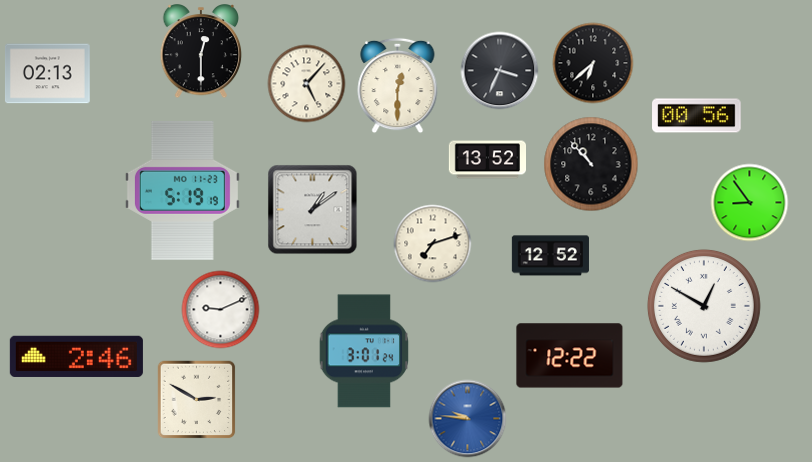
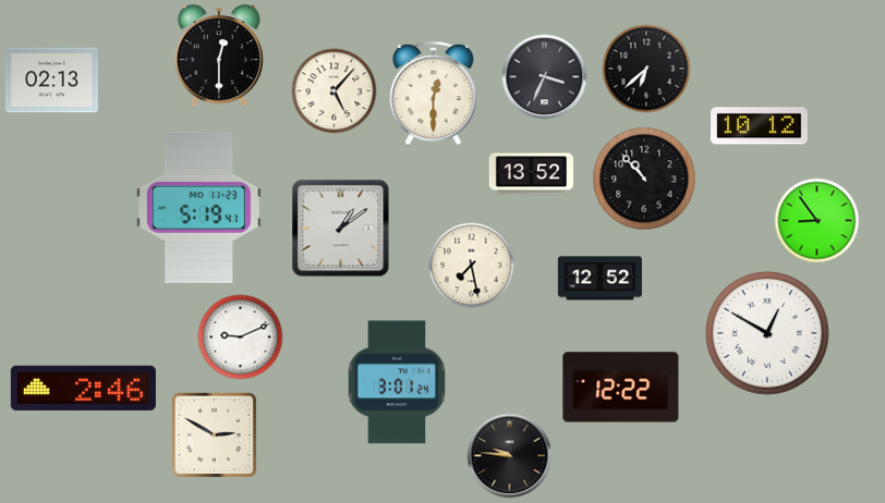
clock at (697, 116): 00:56 -> 10:12
clock at (182, 190): 5:19:19 -> 5:19:41
clock at (432, 243): 7:12 -> 7:28
clock at (467, 418) dial: blue -> black
